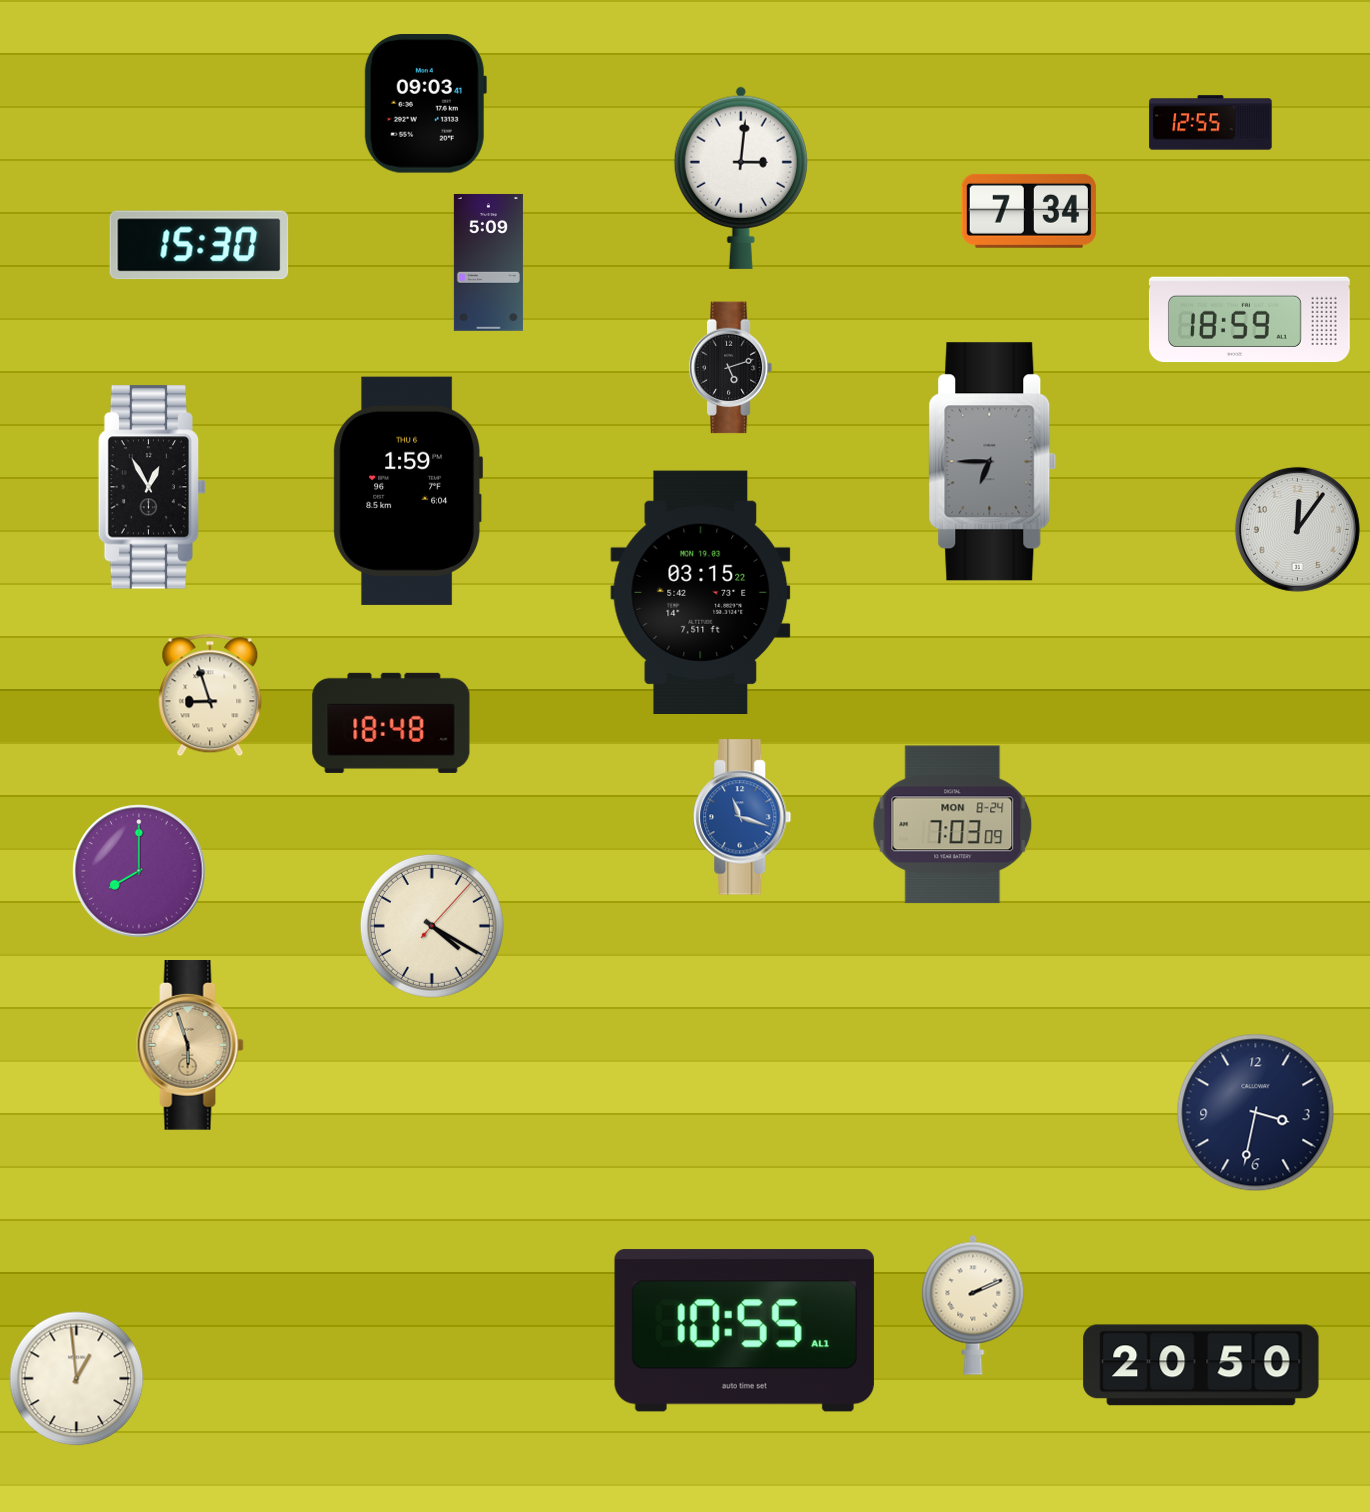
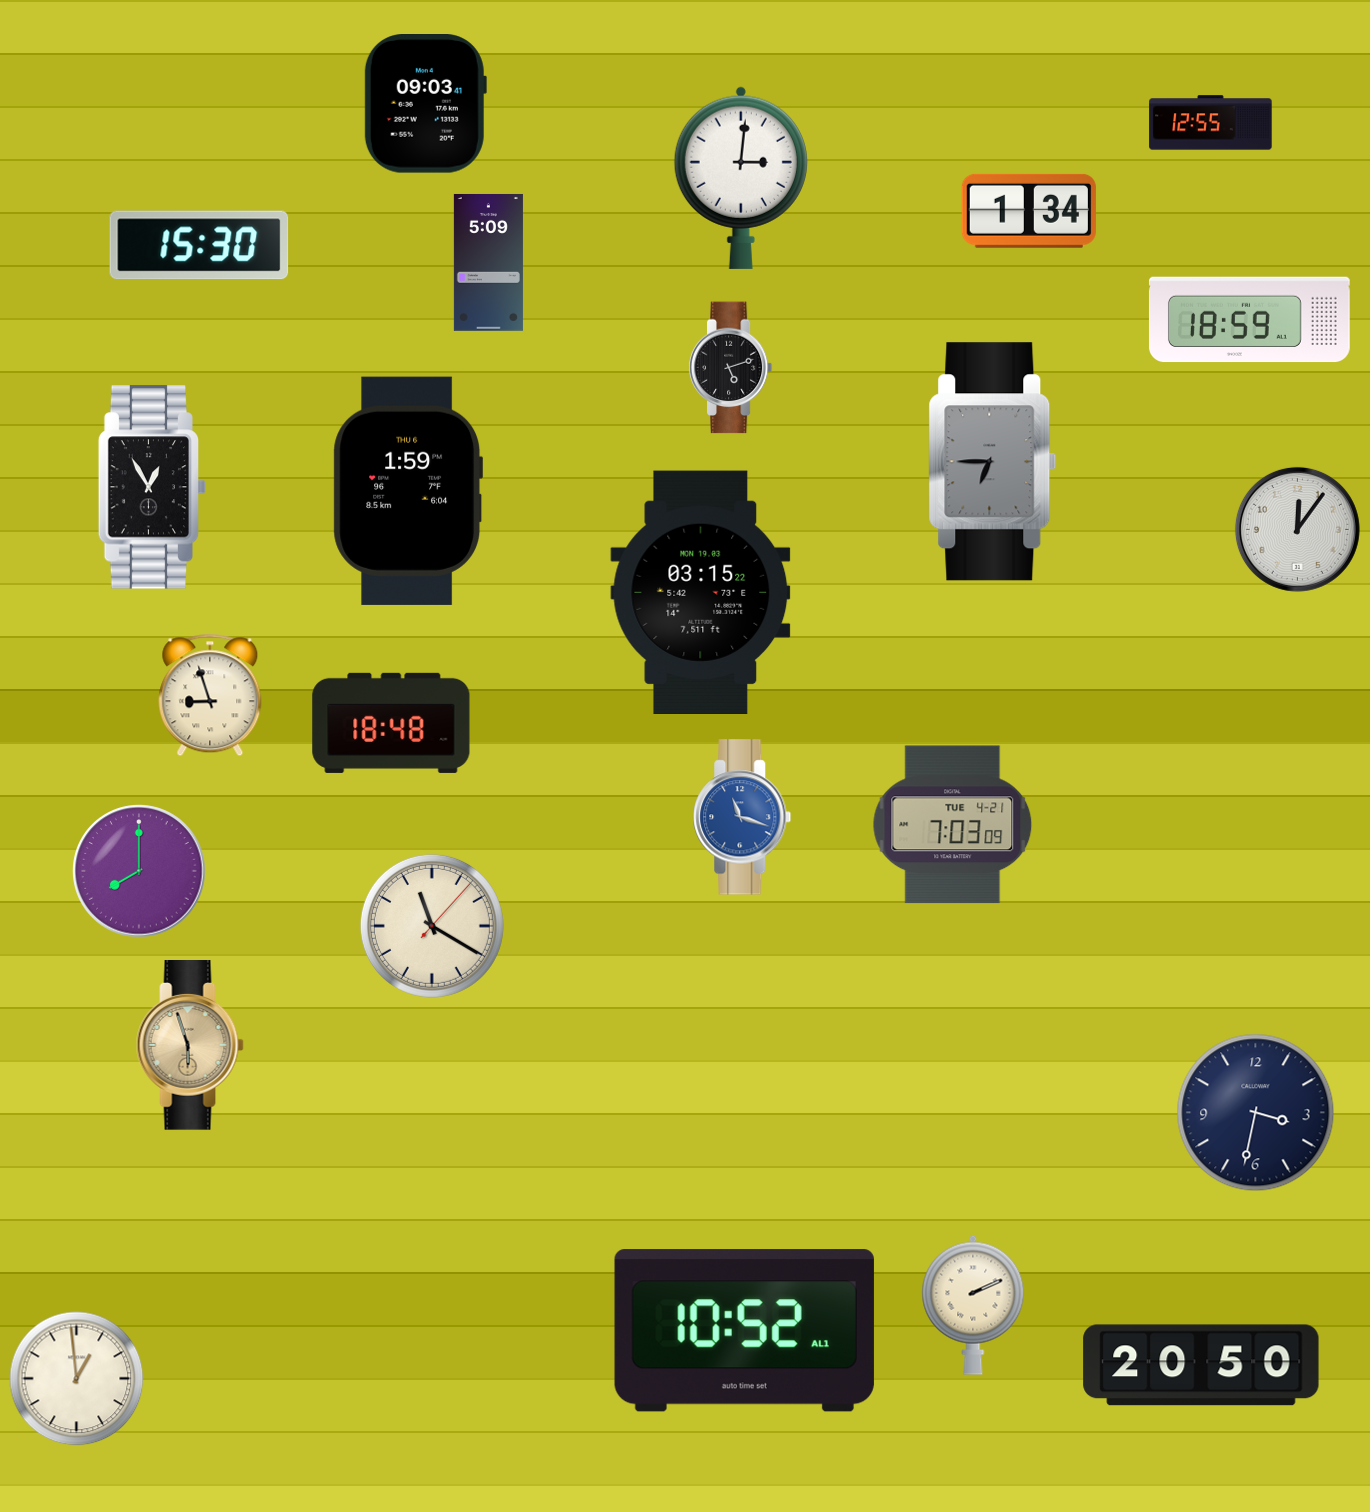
clock at (1029, 211): 7:34 -> 1:34
clock at (953, 825) date: MON 8-24 -> TUE 4-21
clock at (432, 926): 4:20 -> 11:20
clock at (744, 1331): 10:55 -> 10:52
